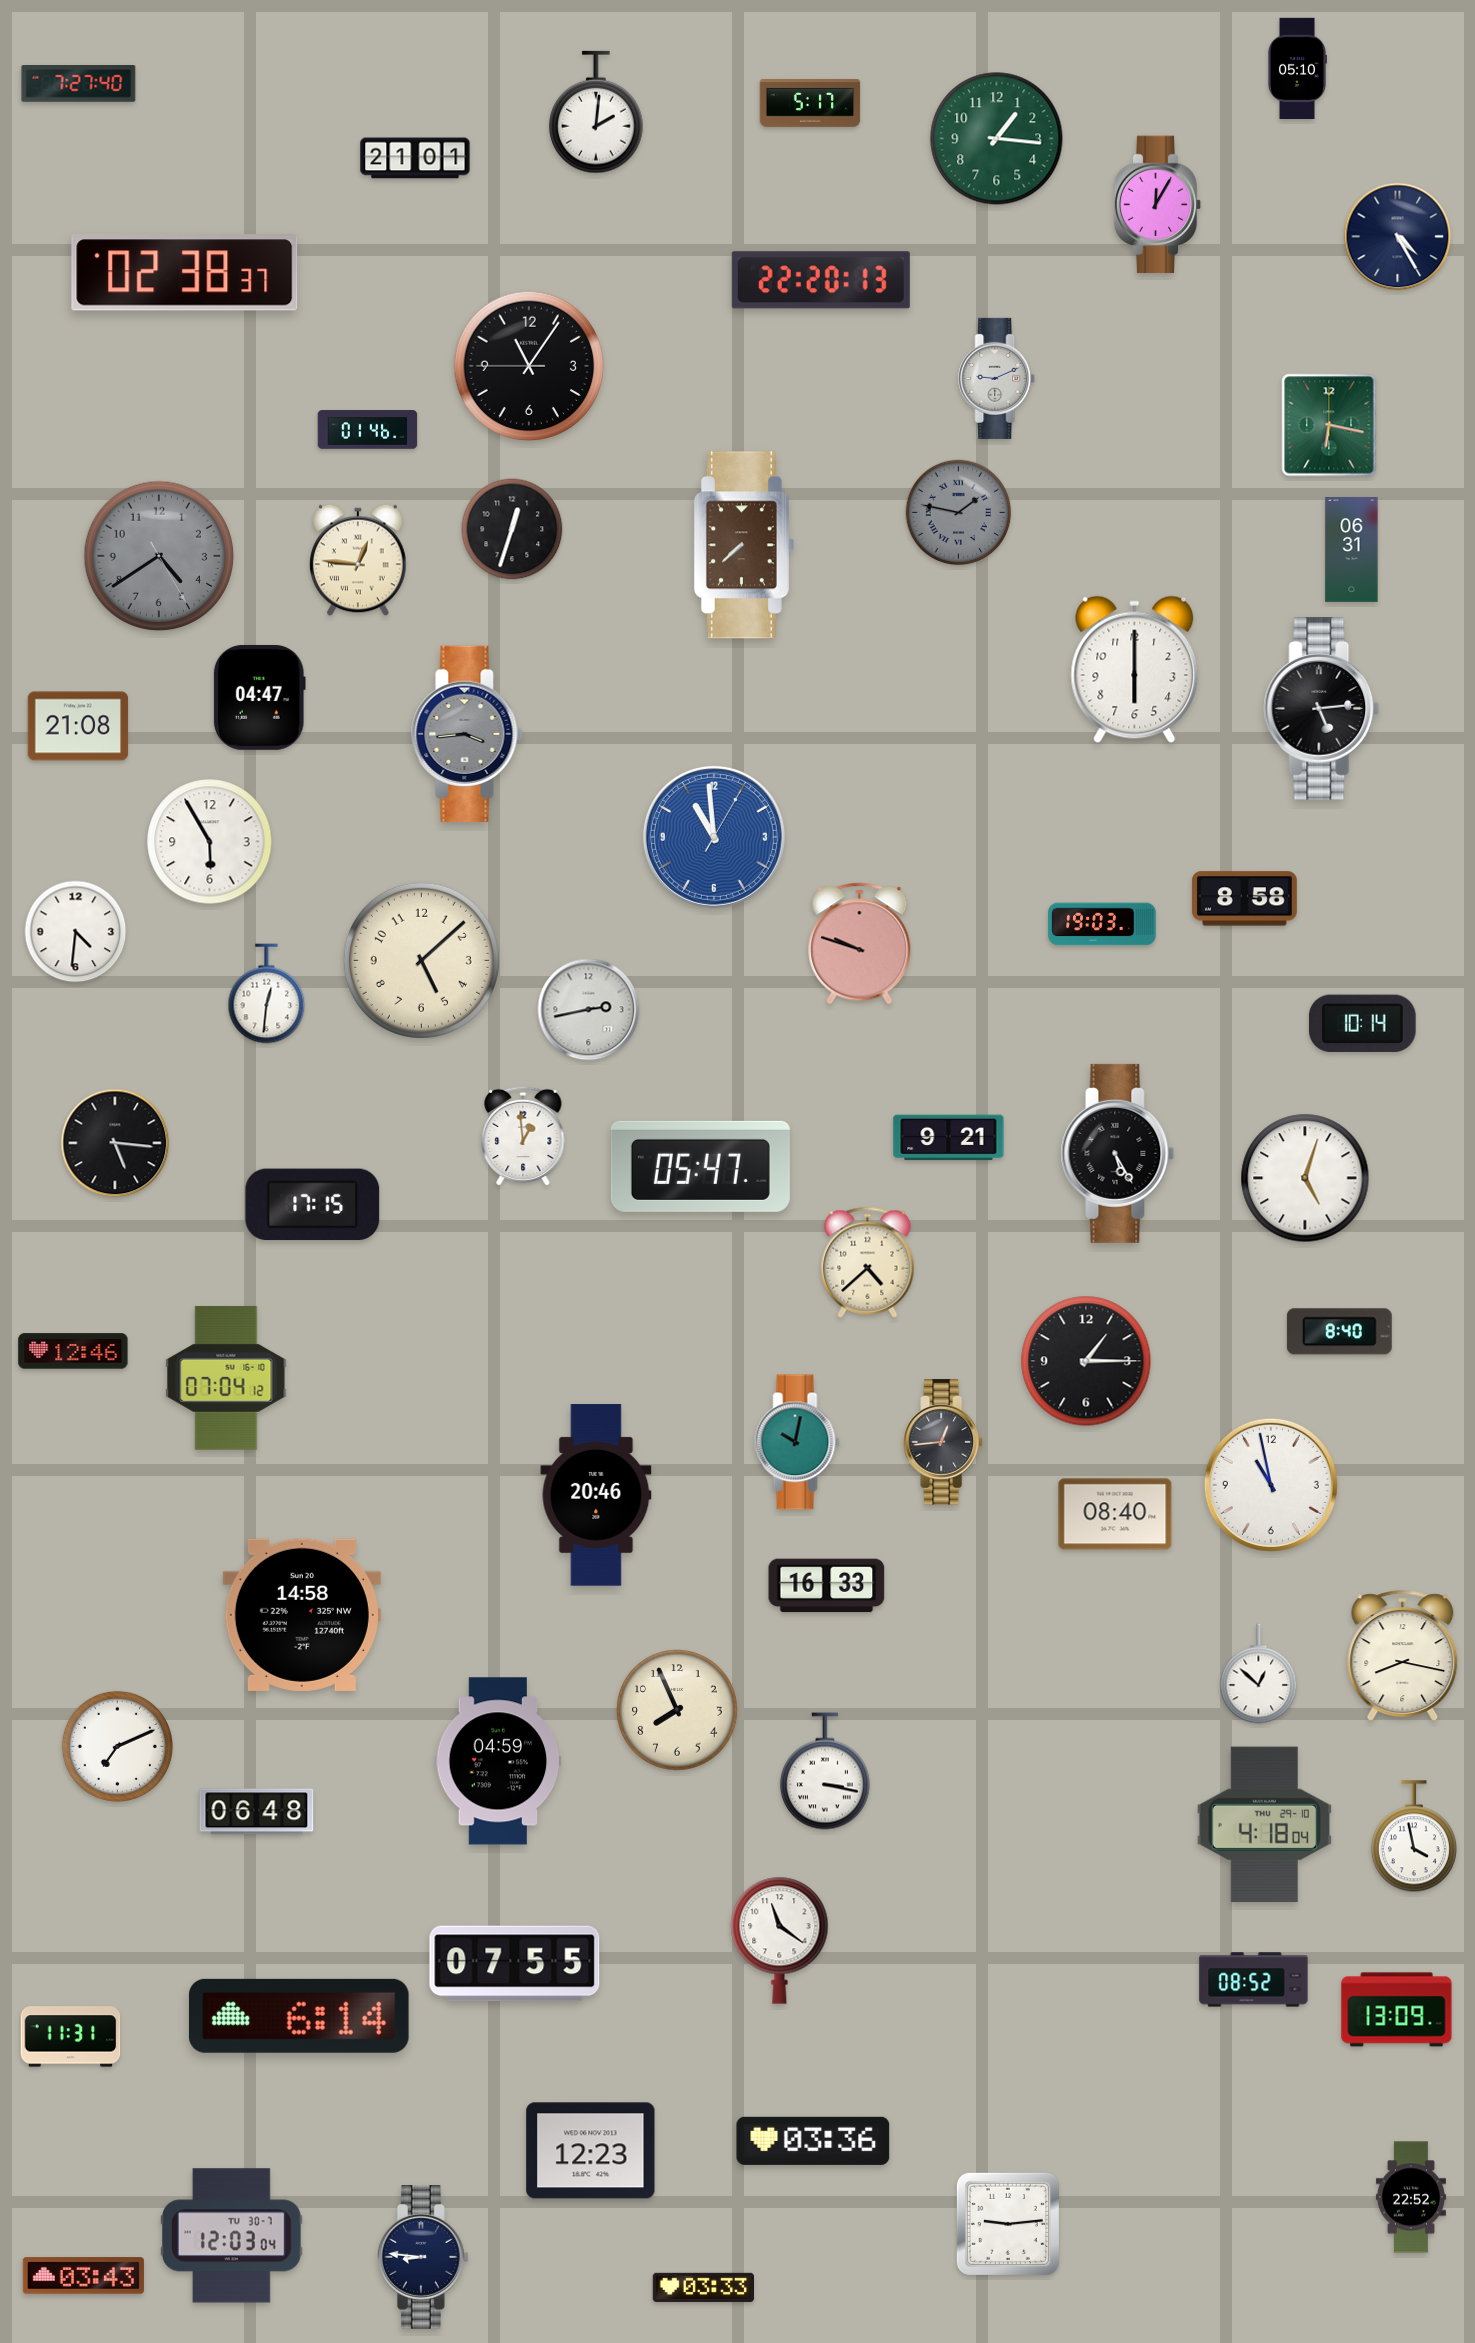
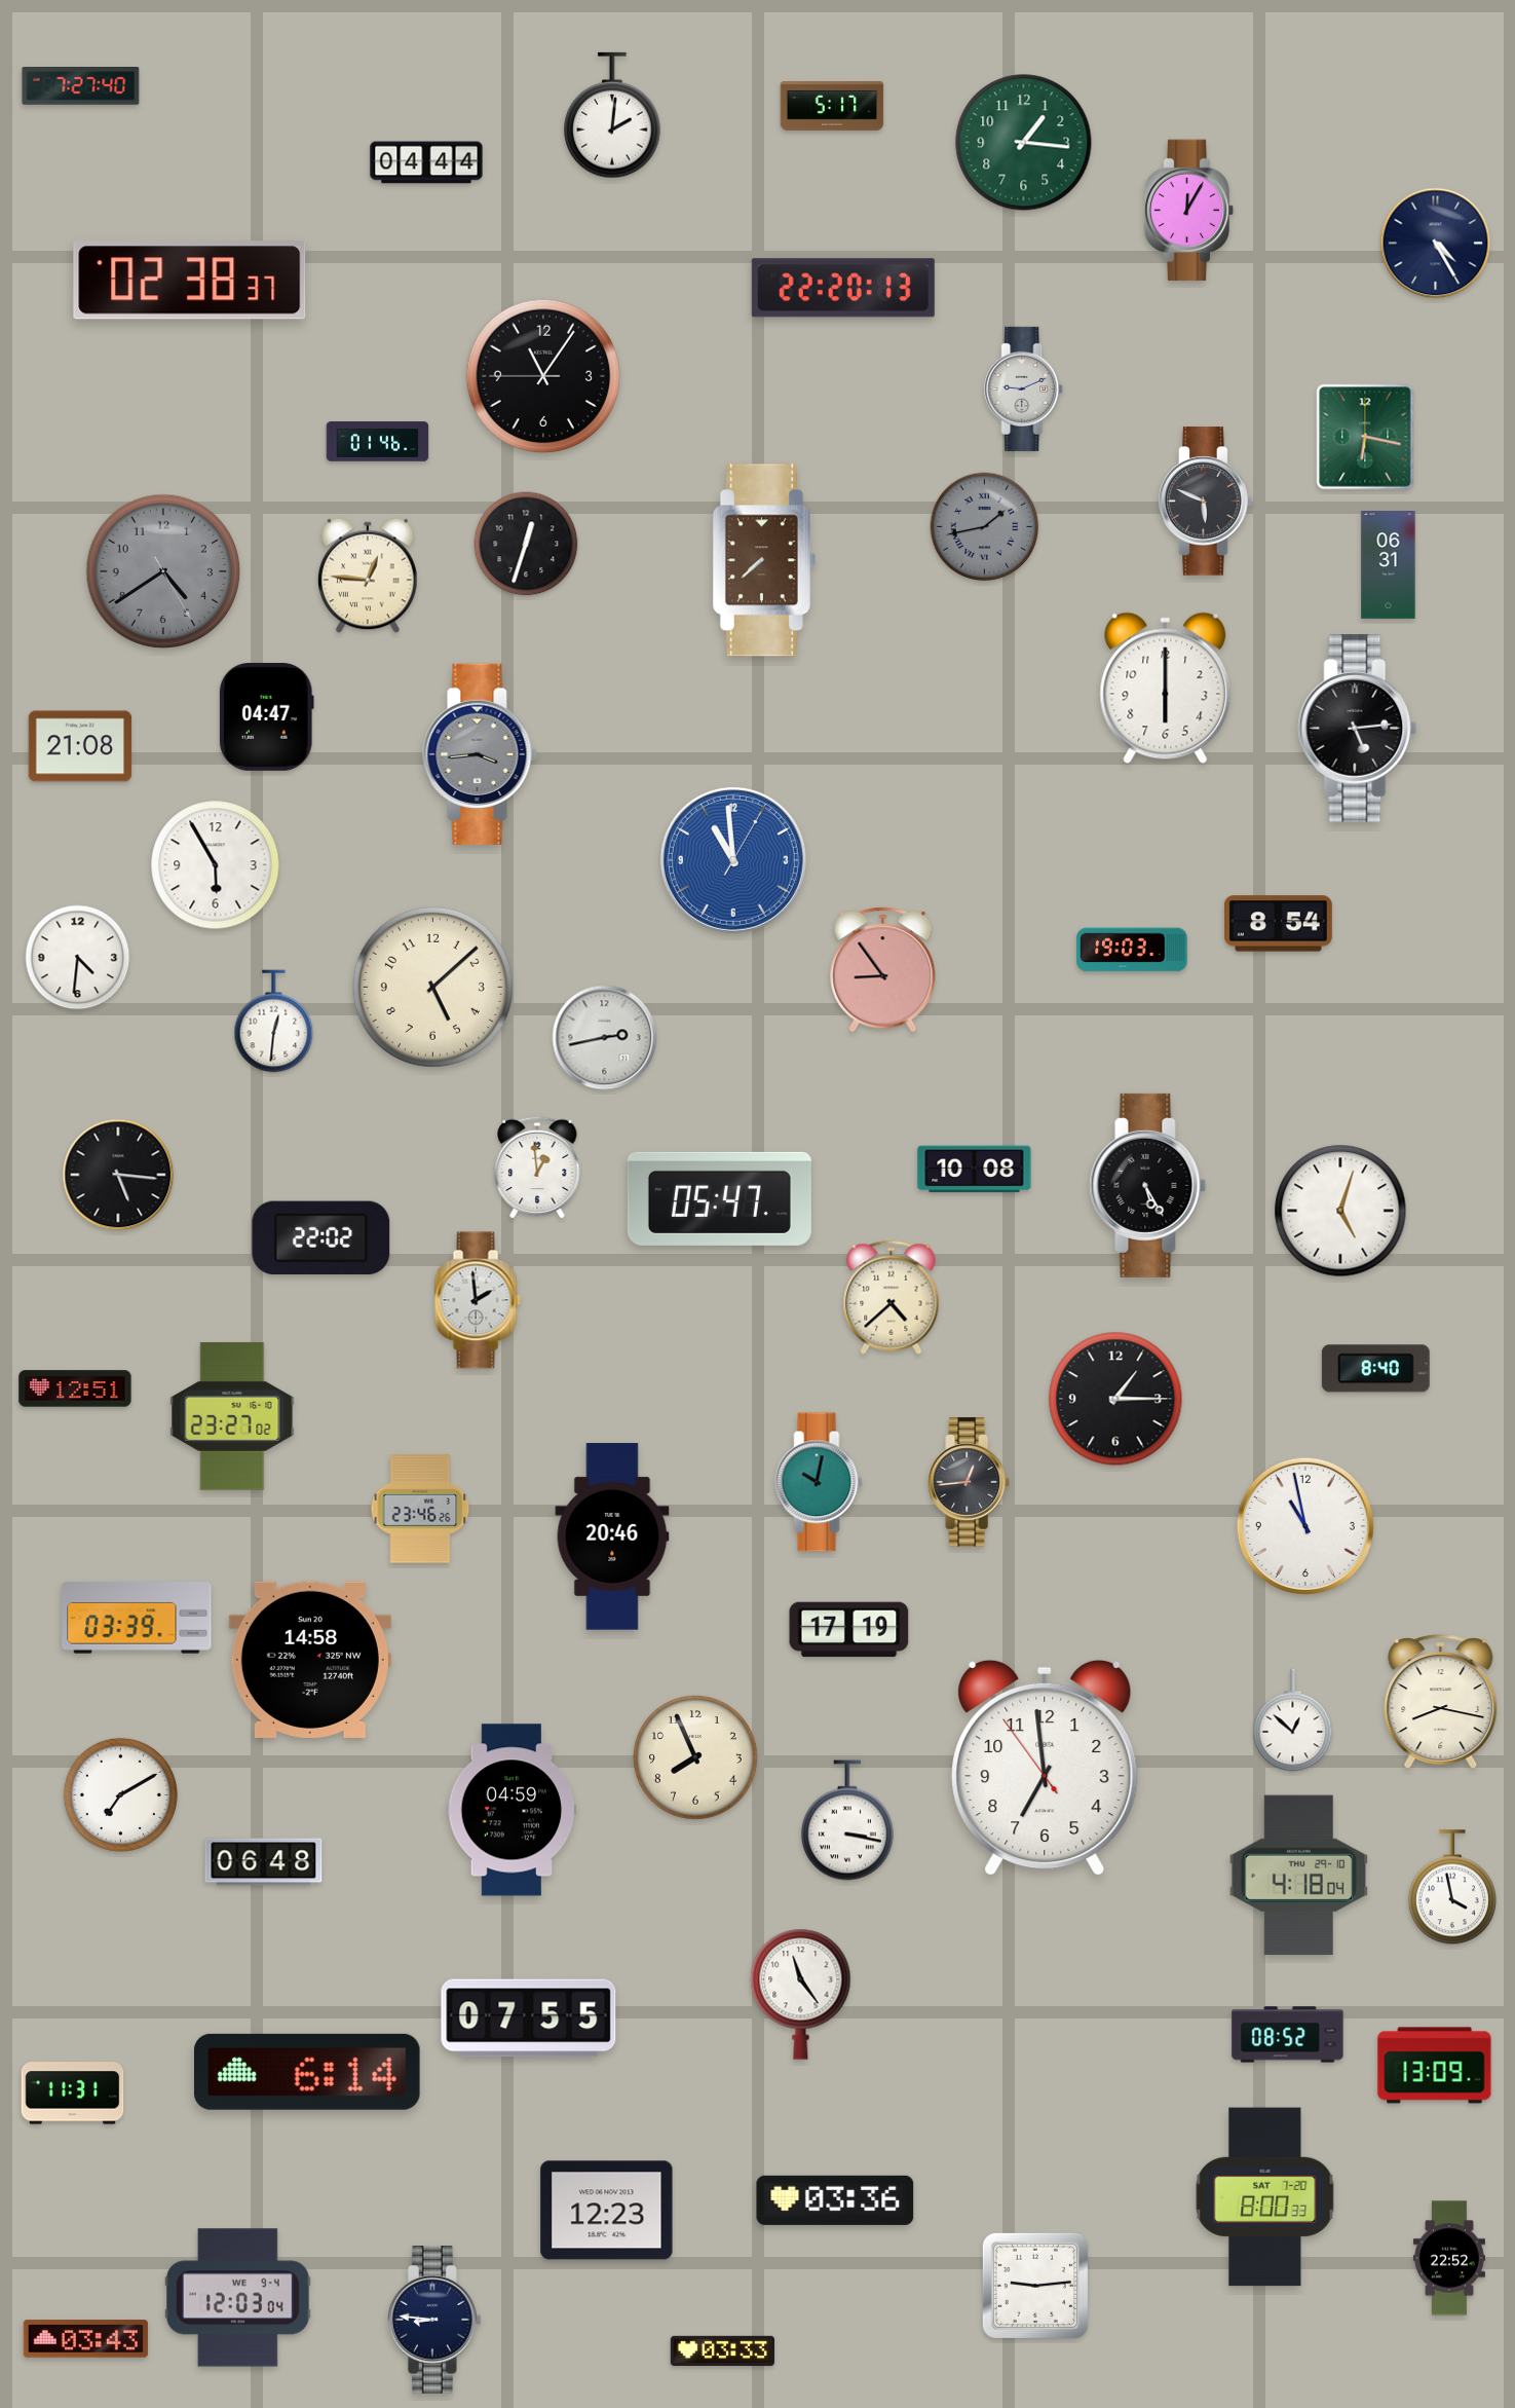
clock at (1297, 69): 05:10 -> none
clock at (415, 158): 21:01 -> 04:44
clock at (1206, 502): none -> 5:49
clock at (959, 513): 1:47 -> 1:43
clock at (1244, 899): 8:58 -> 8:54
clock at (860, 944): 9:48 -> 8:54
clock at (1363, 1023): 10:14 -> none
clock at (949, 1138): 9:21 -> 10:08
clock at (313, 1205): 17:15 -> 22:02
clock at (478, 1300): none -> 1:59
clock at (73, 1351): 12:46 -> 12:51
clock at (226, 1378): 07:04 -> 23:27
clock at (420, 1509): none -> 23:46
clock at (1115, 1514): 08:40 -> none
clock at (137, 1618): none -> 03:39
clock at (827, 1586): 16:33 -> 17:19
clock at (1045, 1768): none -> 6:58
clock at (117, 1746): 7:11 -> 7:10
clock at (780, 1940): 11:21 -> 11:24
clock at (1265, 2197): none -> 8:00
clock at (231, 2236) date: TU 30-7 -> WE 9-4
